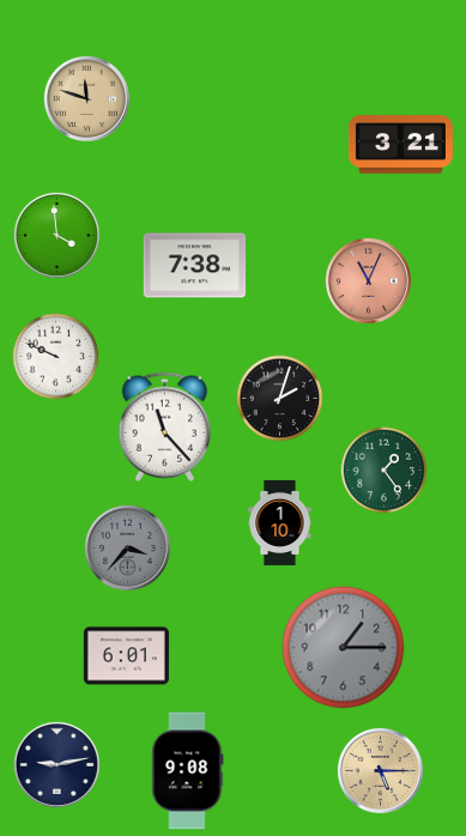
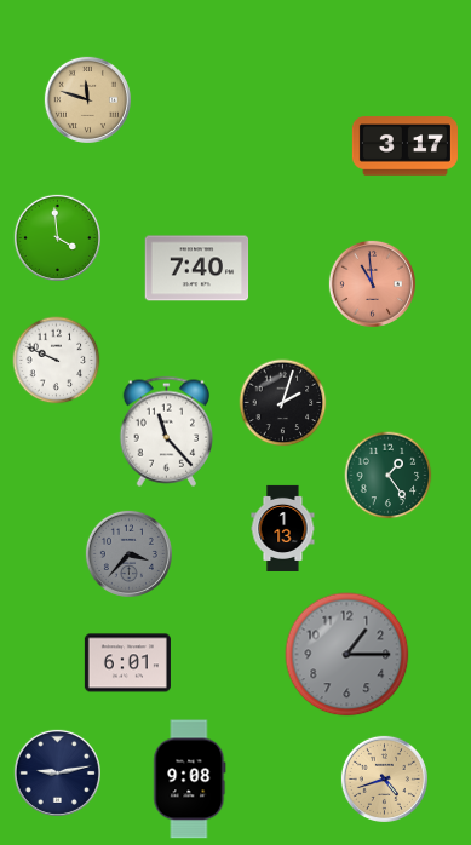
clock at (400, 145): 3:21 -> 3:17
clock at (195, 266): 7:38 -> 7:40
clock at (368, 280): 11:04 -> 10:59
clock at (280, 522): 1:10 -> 1:13
clock at (380, 770): 5:15 -> 4:42
